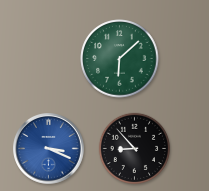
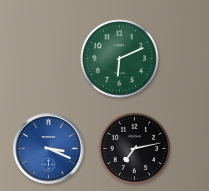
clock at (120, 59): 6:08 -> 6:11
clock at (135, 149): 8:53 -> 7:13
